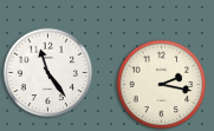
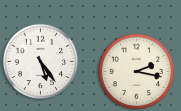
clock at (48, 73): 11:24 -> 5:24
